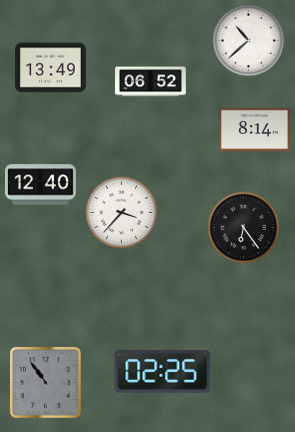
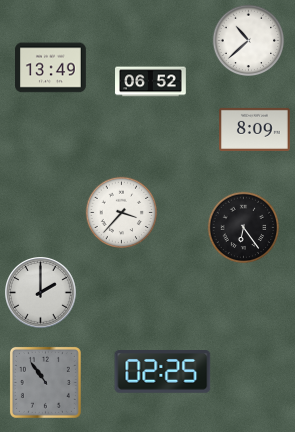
clock at (255, 129): 8:14 -> 8:09
clock at (41, 185): 12:40 -> none
clock at (41, 293): none -> 2:00
